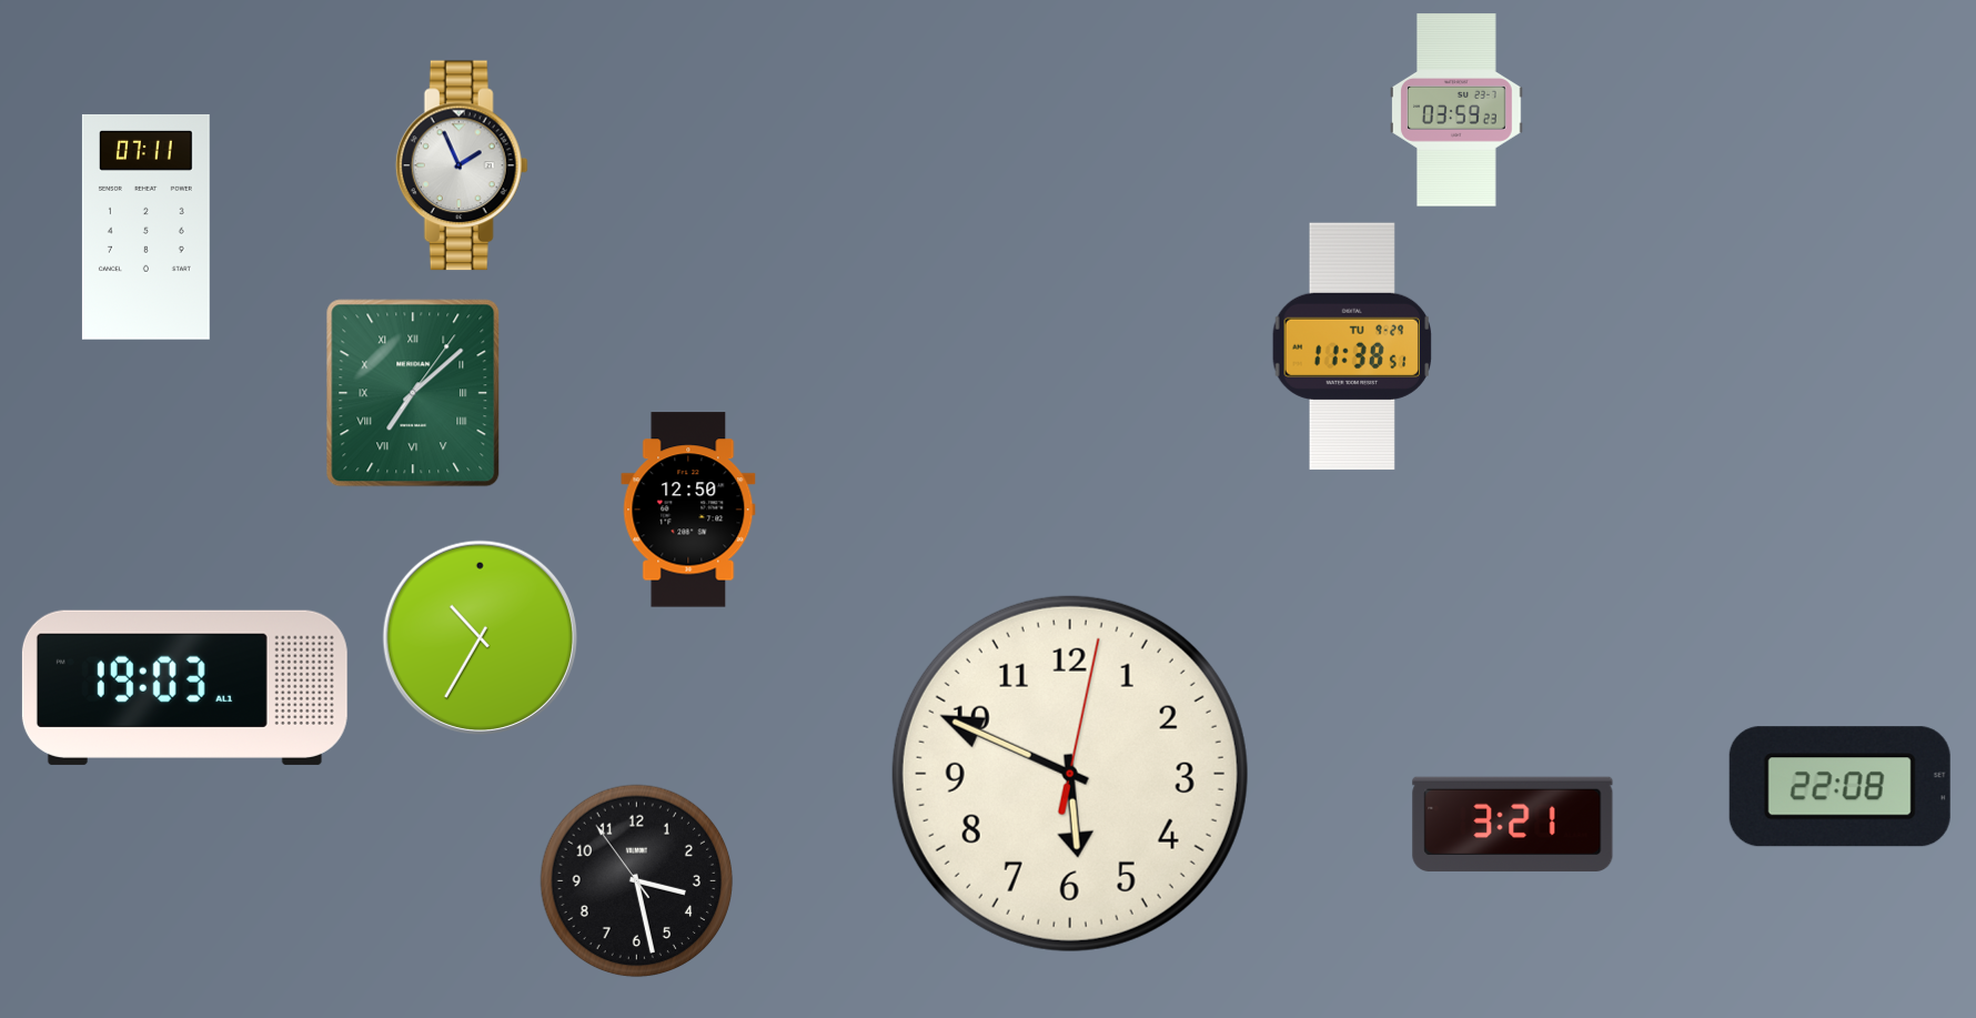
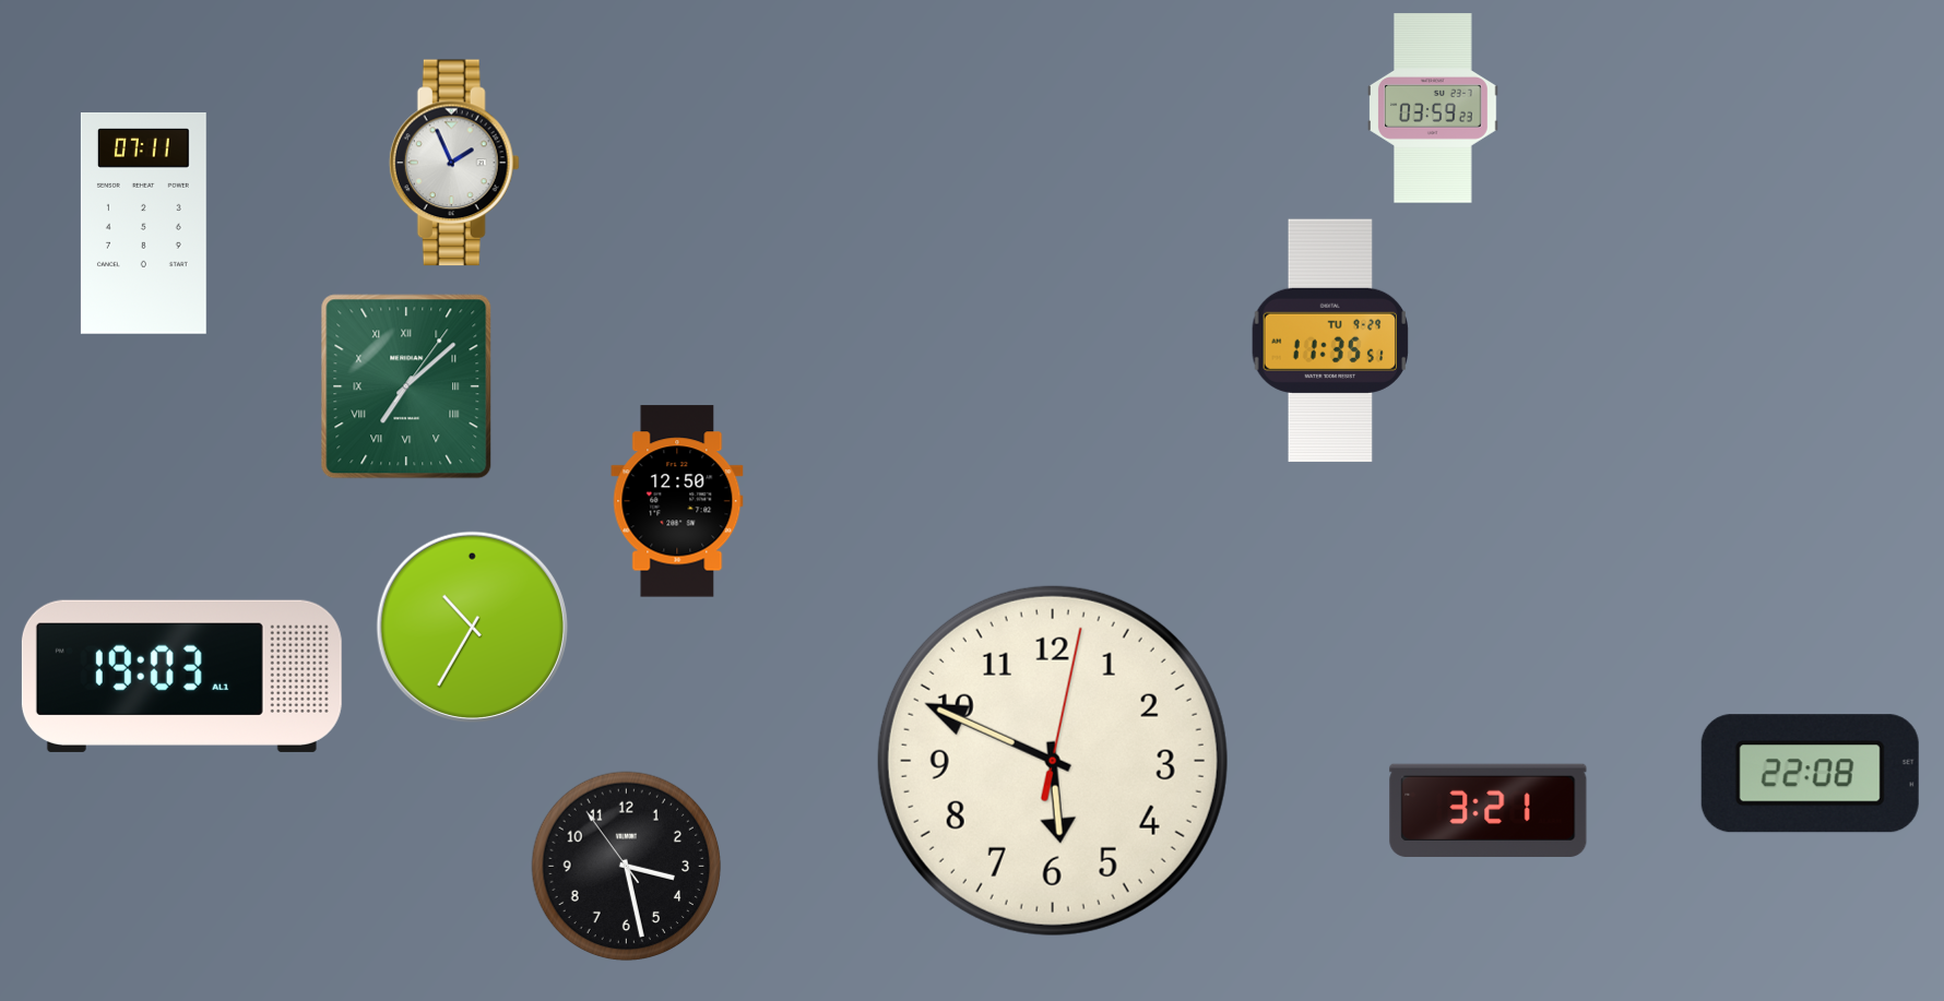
clock at (1351, 346): 11:38 -> 11:35
